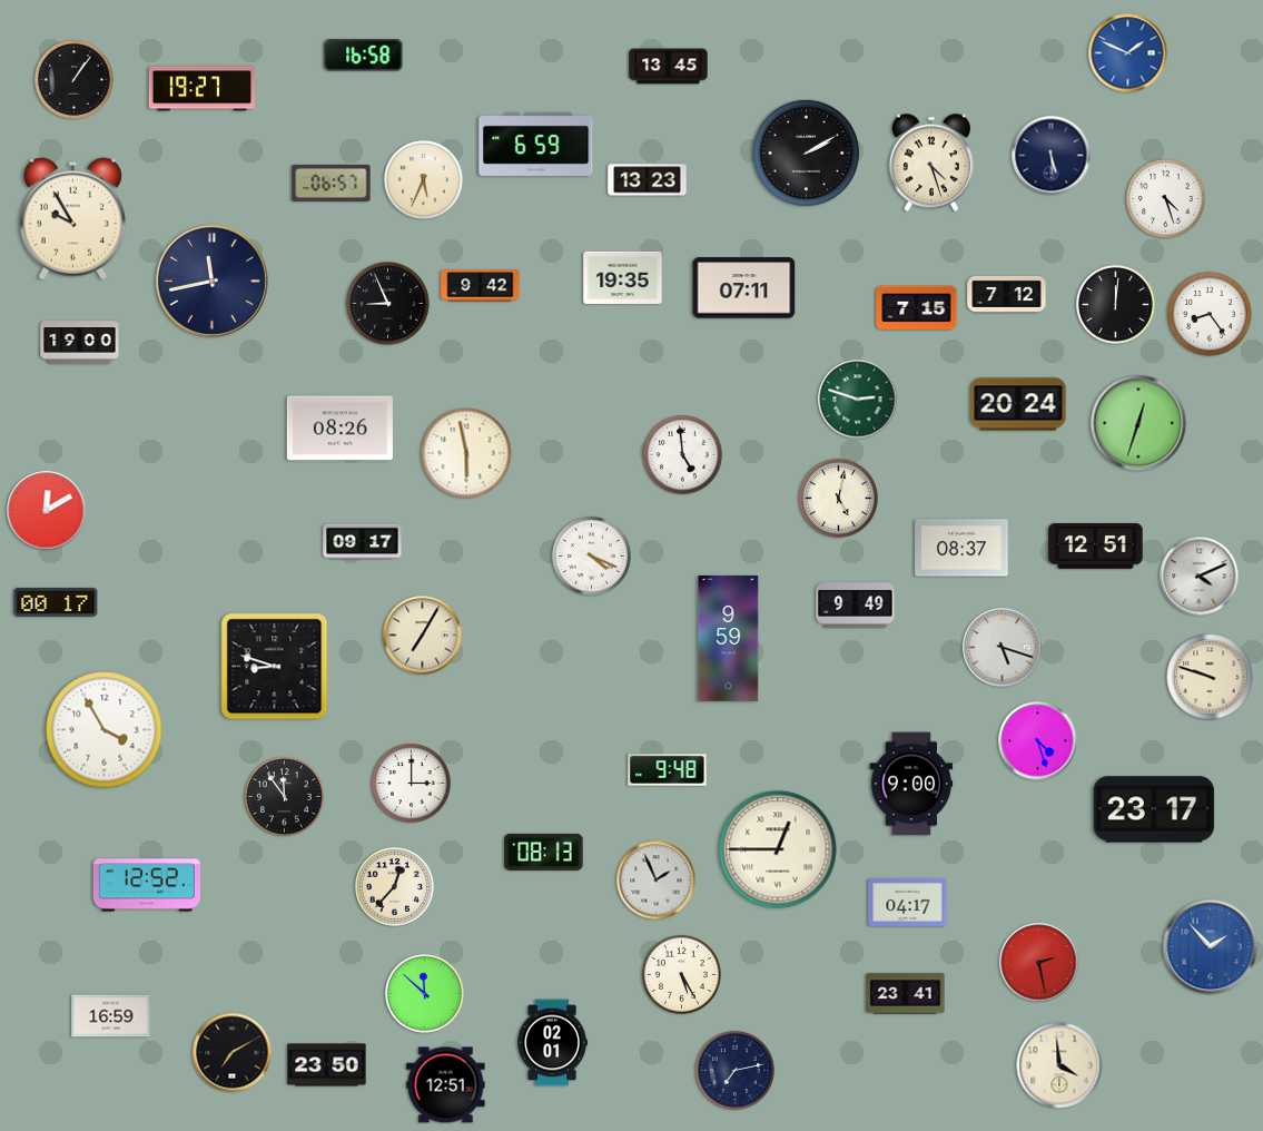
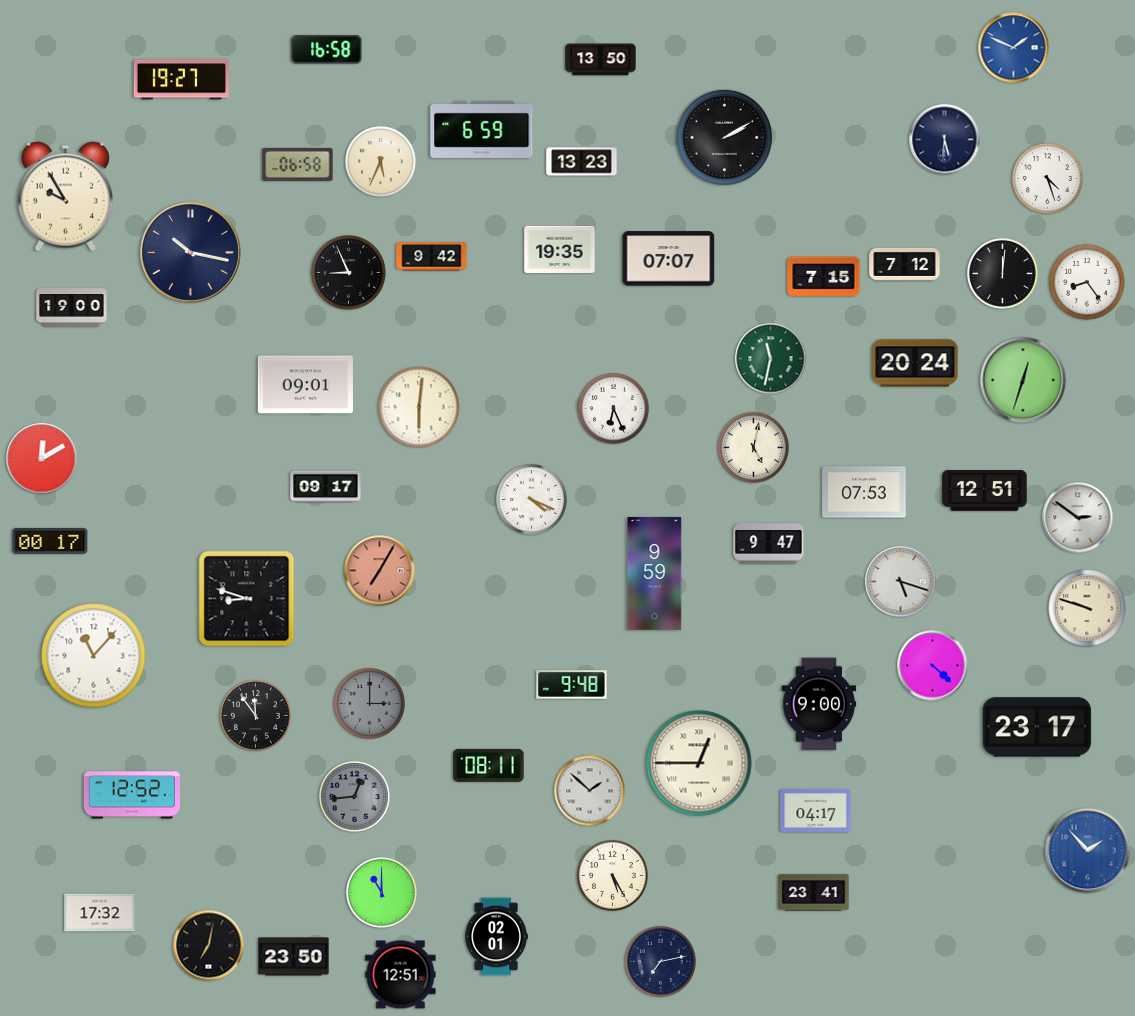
clock at (669, 67): 13:45 -> 13:50
clock at (73, 79): 1:06 -> none
clock at (1052, 156): 5:29 -> 5:31
clock at (931, 163): 4:27 -> none
clock at (332, 183): 06:57 -> 06:58
clock at (211, 281): 11:43 -> 10:17
clock at (744, 288): 07:11 -> 07:07
clock at (858, 400): 2:48 -> 11:32
clock at (339, 429): 08:26 -> 09:01
clock at (466, 453): 5:58 -> 6:01
clock at (682, 454): 4:59 -> 6:26
clock at (961, 548): 08:37 -> 07:53
clock at (1200, 577): 4:11 -> 2:51
clock at (856, 606): 9:49 -> 9:47
clock at (423, 636) dial: cream -> salmon
clock at (105, 730): 3:55 -> 11:07
clock at (1038, 741): 4:27 -> 4:22
clock at (668, 770) position: (668, 770) -> (572, 685)
clock at (411, 783) dial: white -> grey
clock at (544, 852): 08:13 -> 08:11
clock at (657, 881): 1:56 -> 1:52
clock at (394, 886): 12:37 -> 12:44
clock at (394, 886) dial: cream -> grey
clock at (1039, 963): 2:28 -> none
clock at (424, 993): 11:52 -> 11:00
clock at (111, 1016): 16:59 -> 17:32
clock at (233, 1053): 7:10 -> 7:02
clock at (1059, 1065): 3:59 -> none
